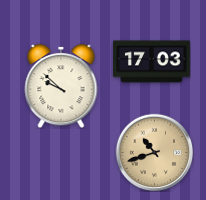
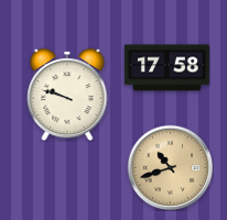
clock at (152, 62): 17:03 -> 17:58
clock at (61, 86): 9:52 -> 9:48
